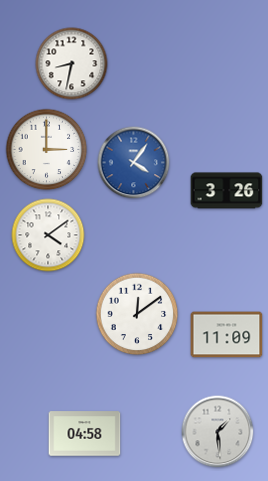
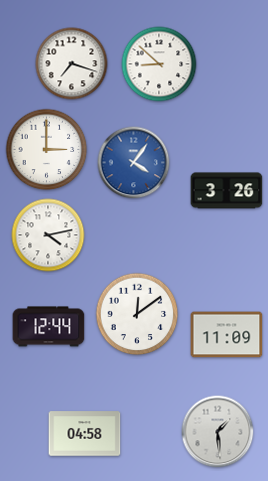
clock at (72, 64): 8:32 -> 7:18
clock at (159, 64): none -> 8:52
clock at (48, 235): 4:09 -> 4:13
clock at (49, 327): none -> 12:44
